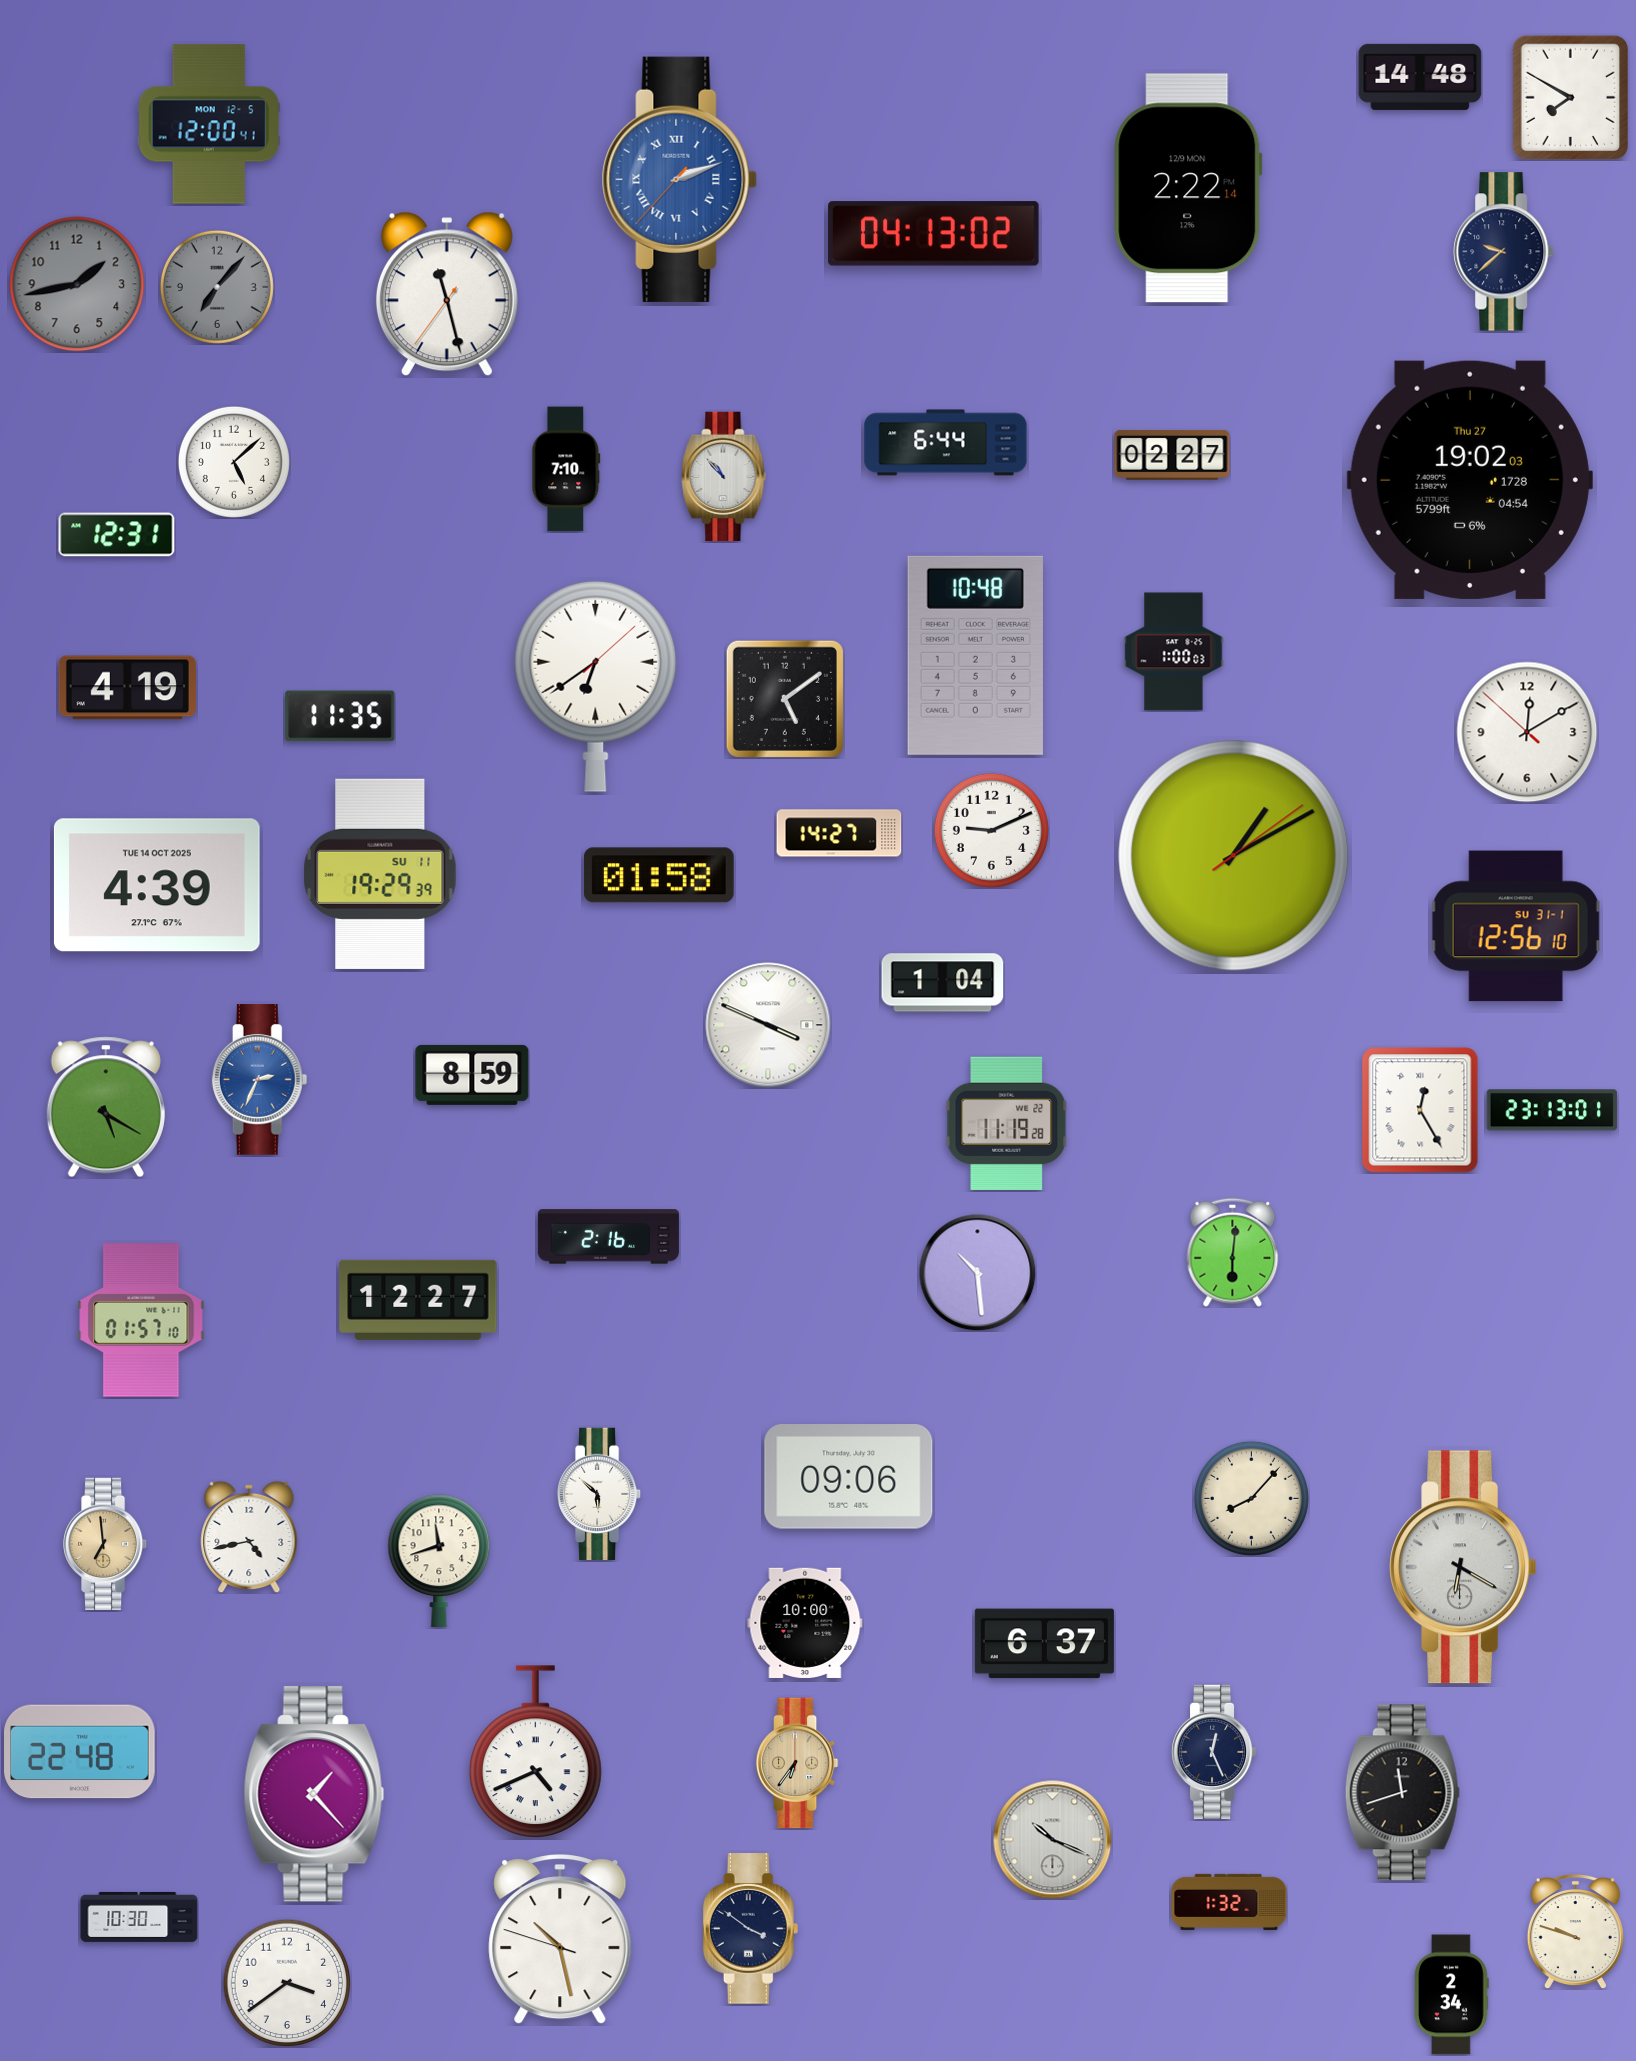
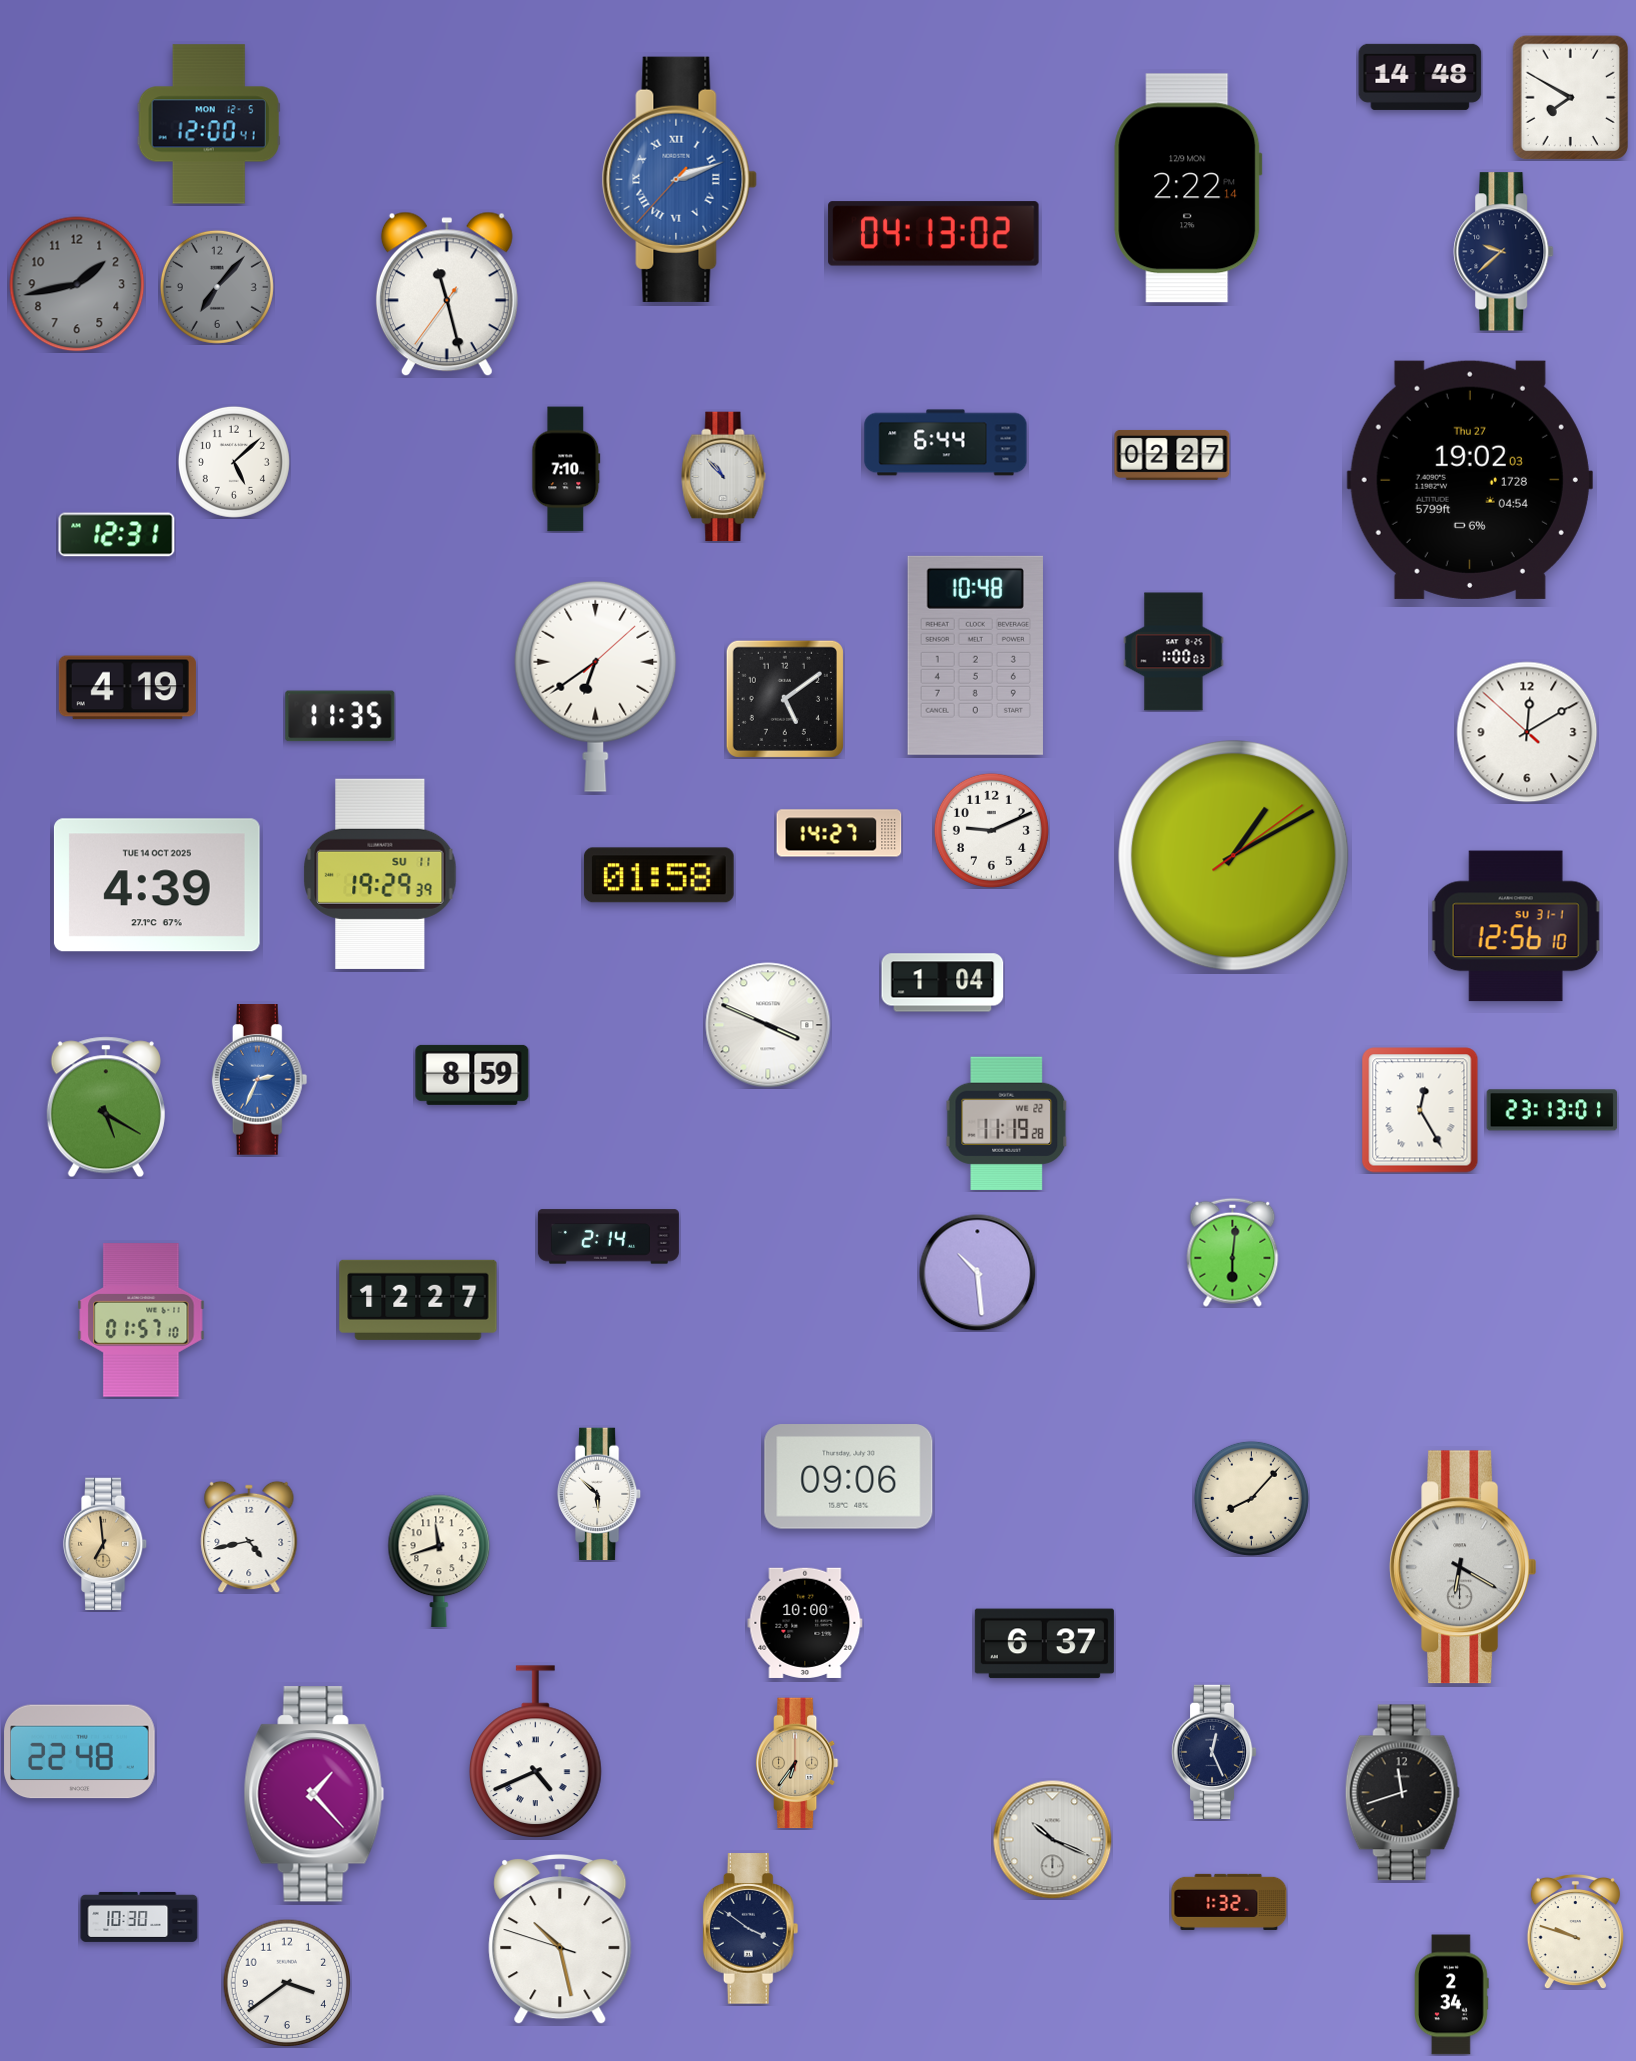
clock at (608, 1237): 2:16 -> 2:14
